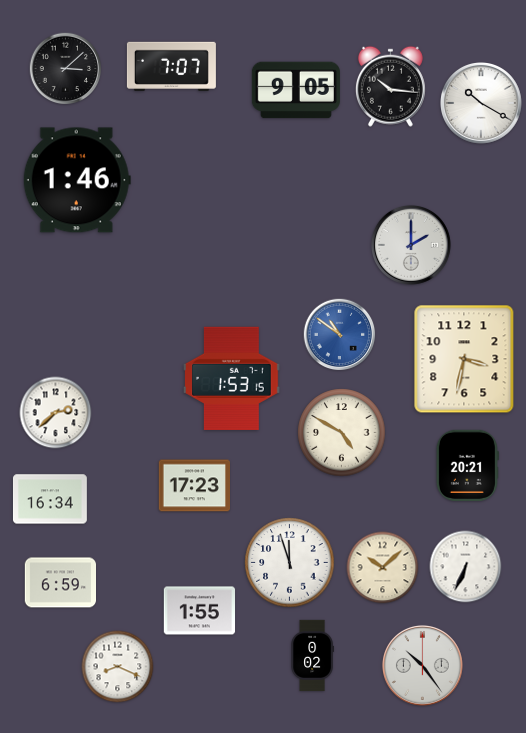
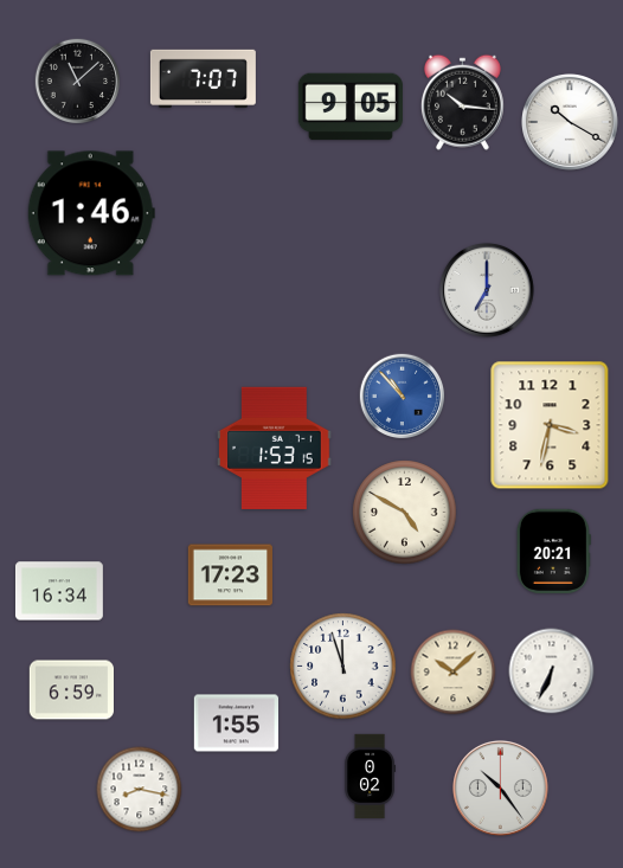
clock at (66, 69): 3:08 -> 11:08
clock at (411, 245): 2:00 -> 7:00
clock at (340, 335): 10:51 -> 10:53
clock at (56, 413): 2:38 -> none
clock at (118, 667): 8:19 -> 8:17
